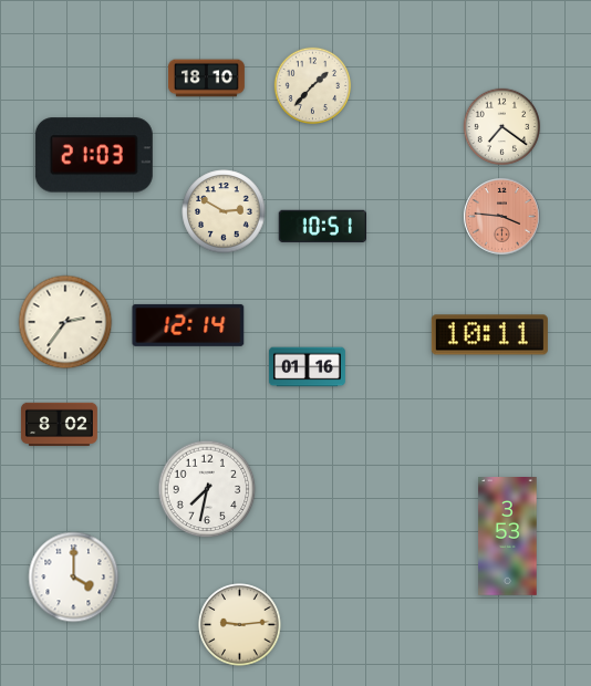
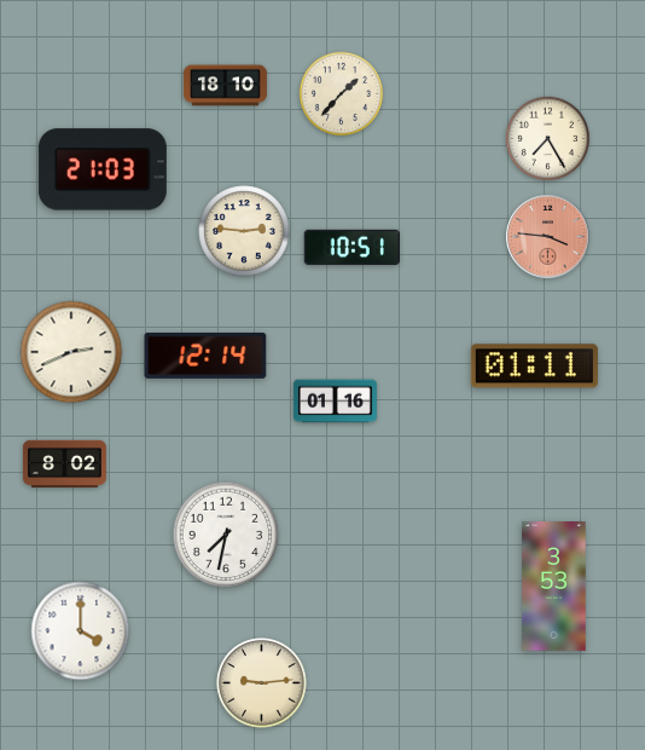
clock at (502, 127): 7:21 -> 7:25
clock at (224, 211): 2:50 -> 2:46
clock at (65, 322): 2:36 -> 2:41
clock at (489, 335): 10:11 -> 01:11
